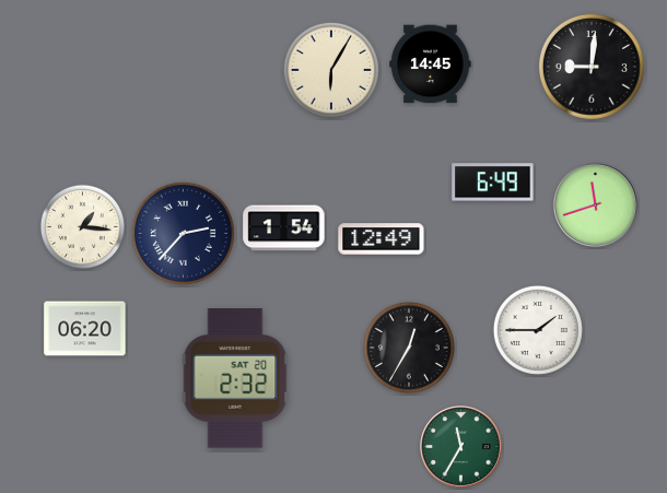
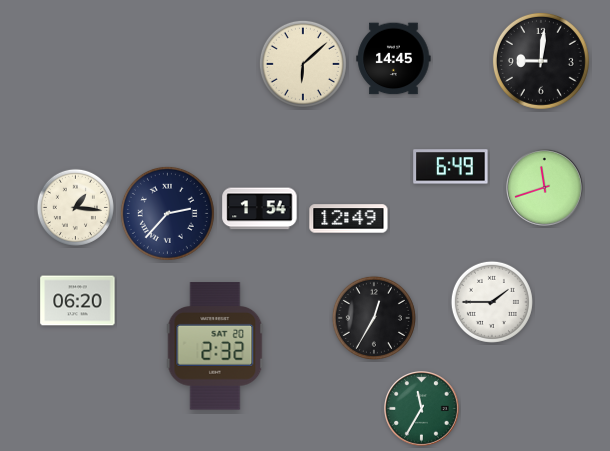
clock at (331, 70): 6:05 -> 6:08
